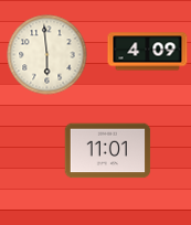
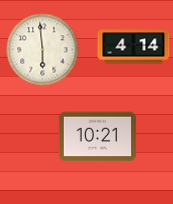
clock at (148, 52): 4:09 -> 4:14
clock at (108, 151): 11:01 -> 10:21
